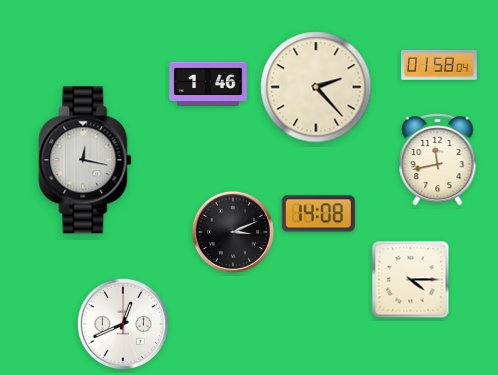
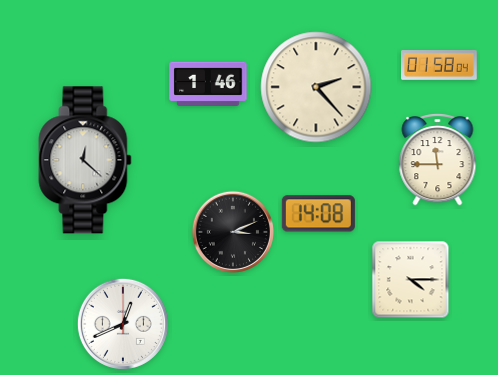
clock at (85, 160): 12:17 -> 12:22
clock at (438, 160): 11:43 -> 11:45
